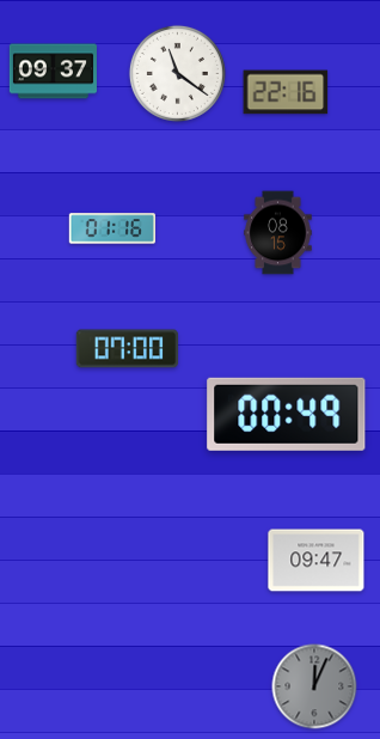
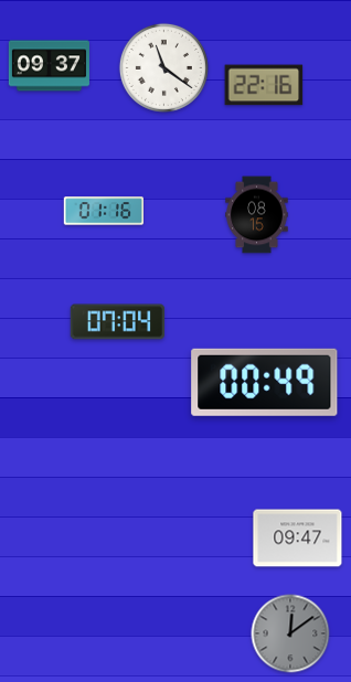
clock at (128, 349): 07:00 -> 07:04
clock at (317, 561) position: (317, 561) -> (298, 539)
clock at (314, 686): 12:04 -> 12:09
